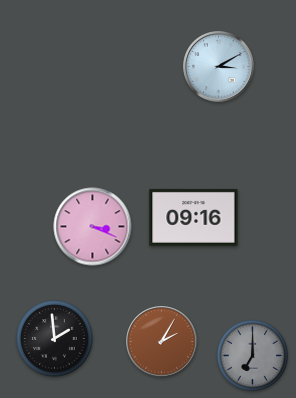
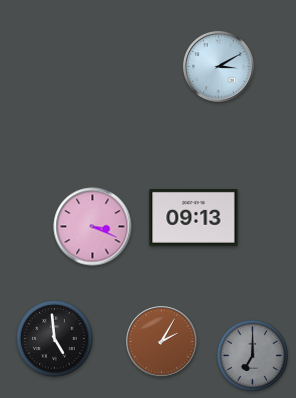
clock at (194, 217): 09:16 -> 09:13
clock at (55, 339): 1:59 -> 4:59
